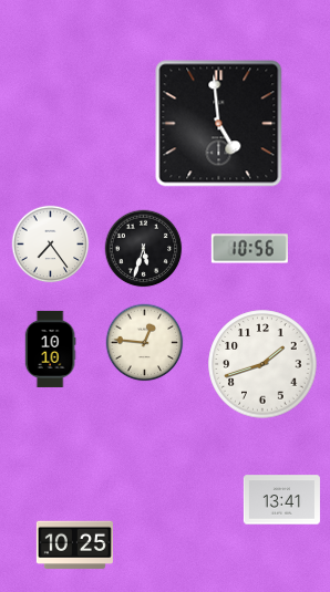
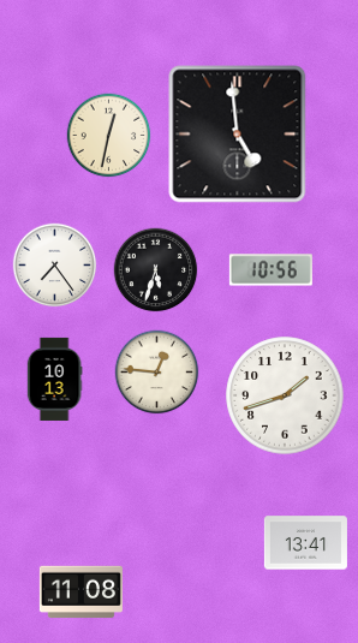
clock at (109, 136): none -> 12:32
clock at (50, 349): 10:10 -> 10:13
clock at (74, 546): 10:25 -> 11:08
